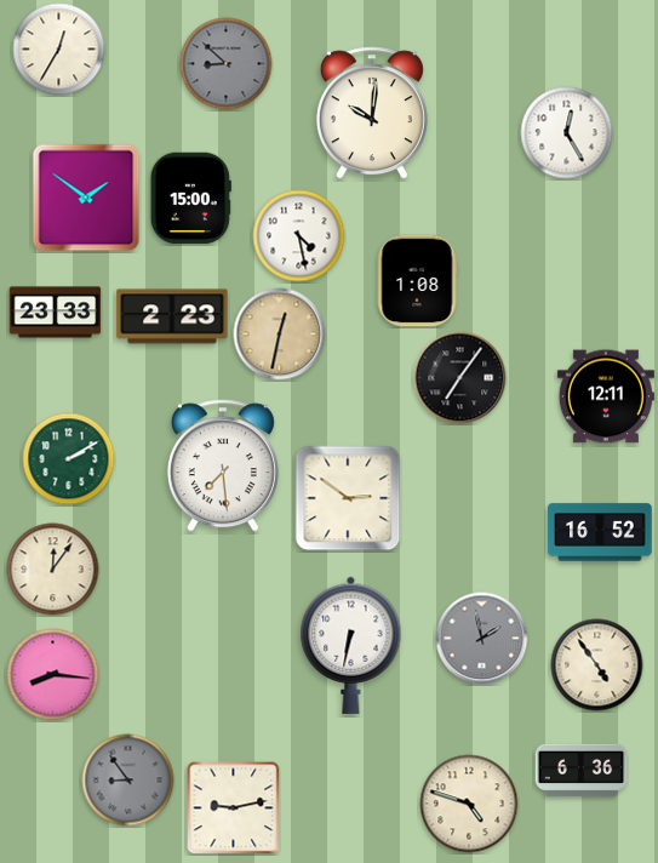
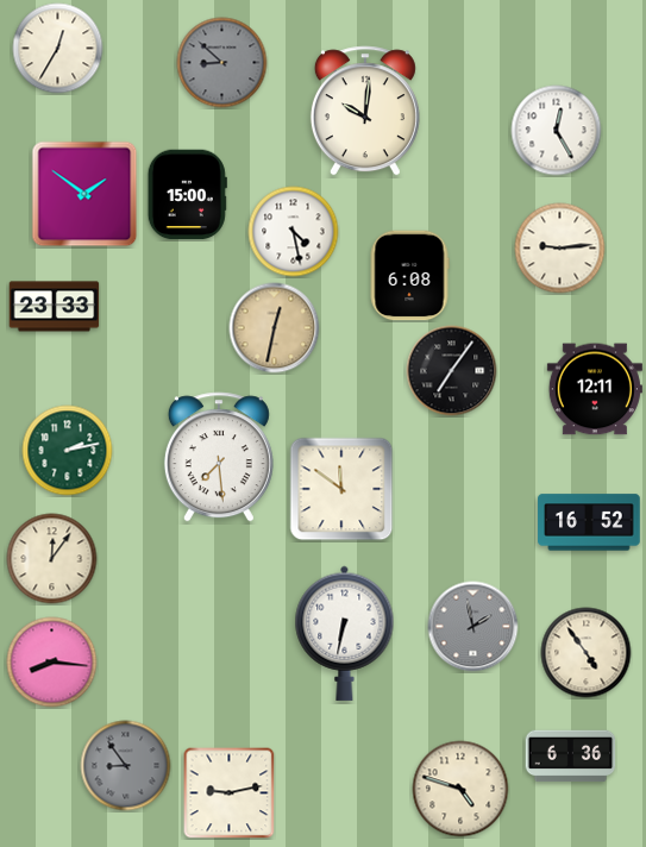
clock at (560, 249): none -> 9:14
clock at (417, 281): 1:08 -> 6:08
clock at (172, 316): 2:23 -> none
clock at (69, 459): 2:10 -> 2:13
clock at (348, 498): 2:51 -> 11:51
